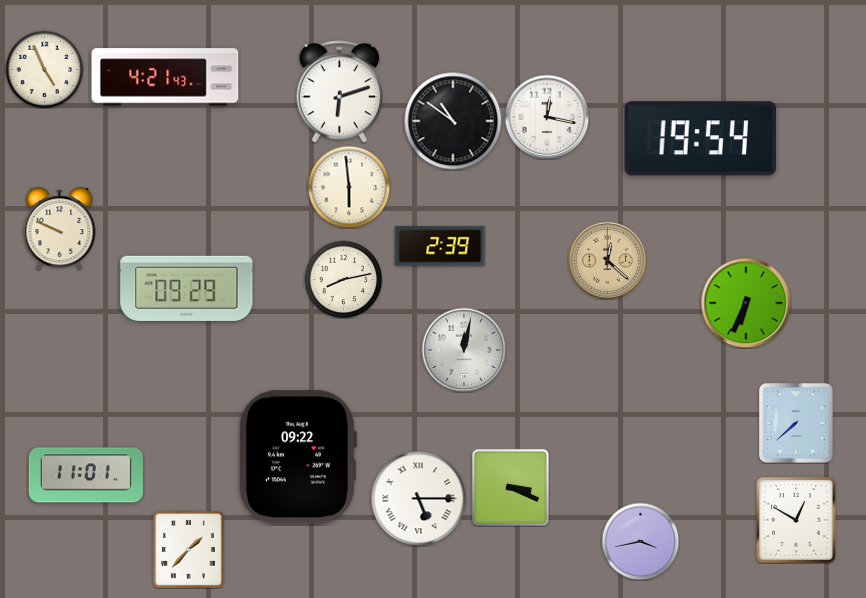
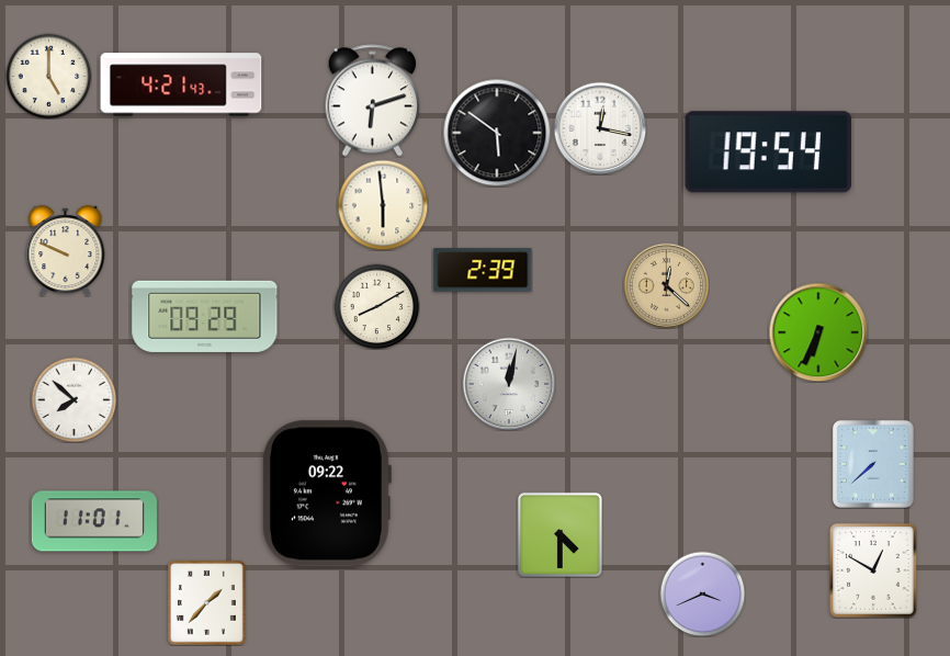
clock at (44, 69): 4:56 -> 5:00
clock at (453, 121): 10:51 -> 5:51
clock at (343, 279): 8:13 -> 8:10
clock at (73, 399): none -> 7:52
clock at (297, 457) position: (297, 457) -> (326, 494)
clock at (510, 487): 3:19 -> 4:30
clock at (418, 498): 5:15 -> none
clock at (640, 541): 3:43 -> 3:41
